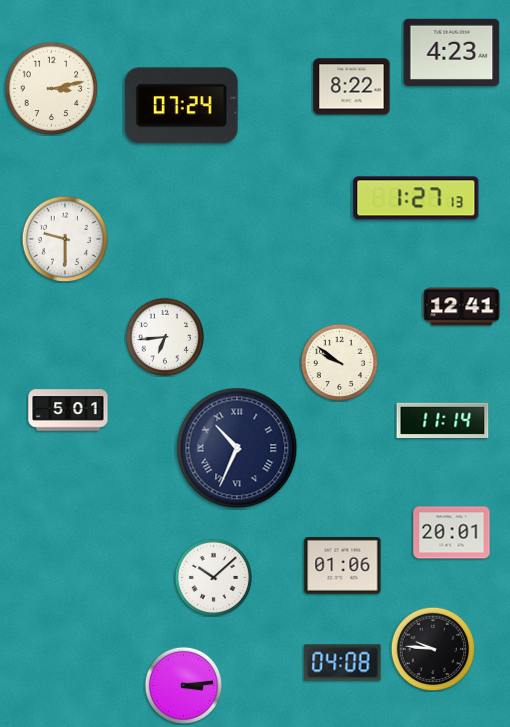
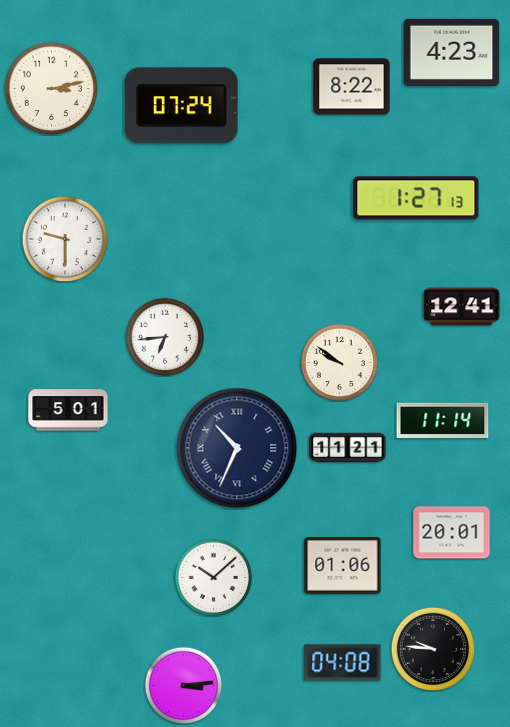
clock at (348, 448): none -> 11:21
